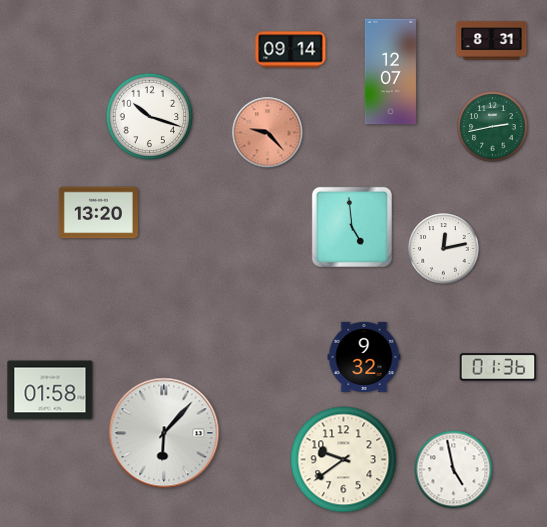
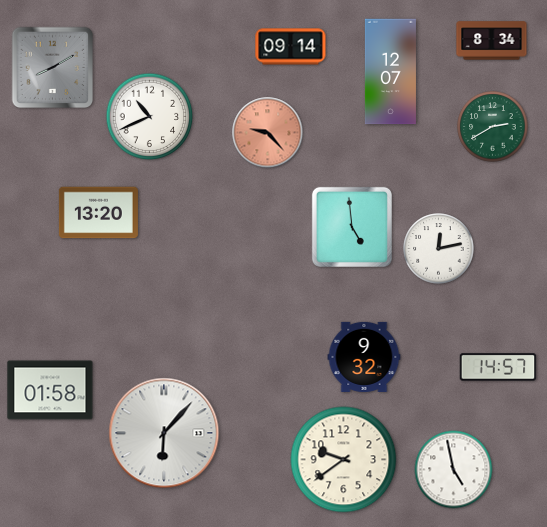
clock at (492, 41): 8:31 -> 8:34
clock at (291, 50) position: (291, 50) -> (291, 47)
clock at (53, 68): none -> 8:10
clock at (150, 117): 10:18 -> 10:41
clock at (493, 127): 2:43 -> 2:40
clock at (444, 249) position: (444, 249) -> (439, 249)
clock at (498, 367): 01:36 -> 14:57
